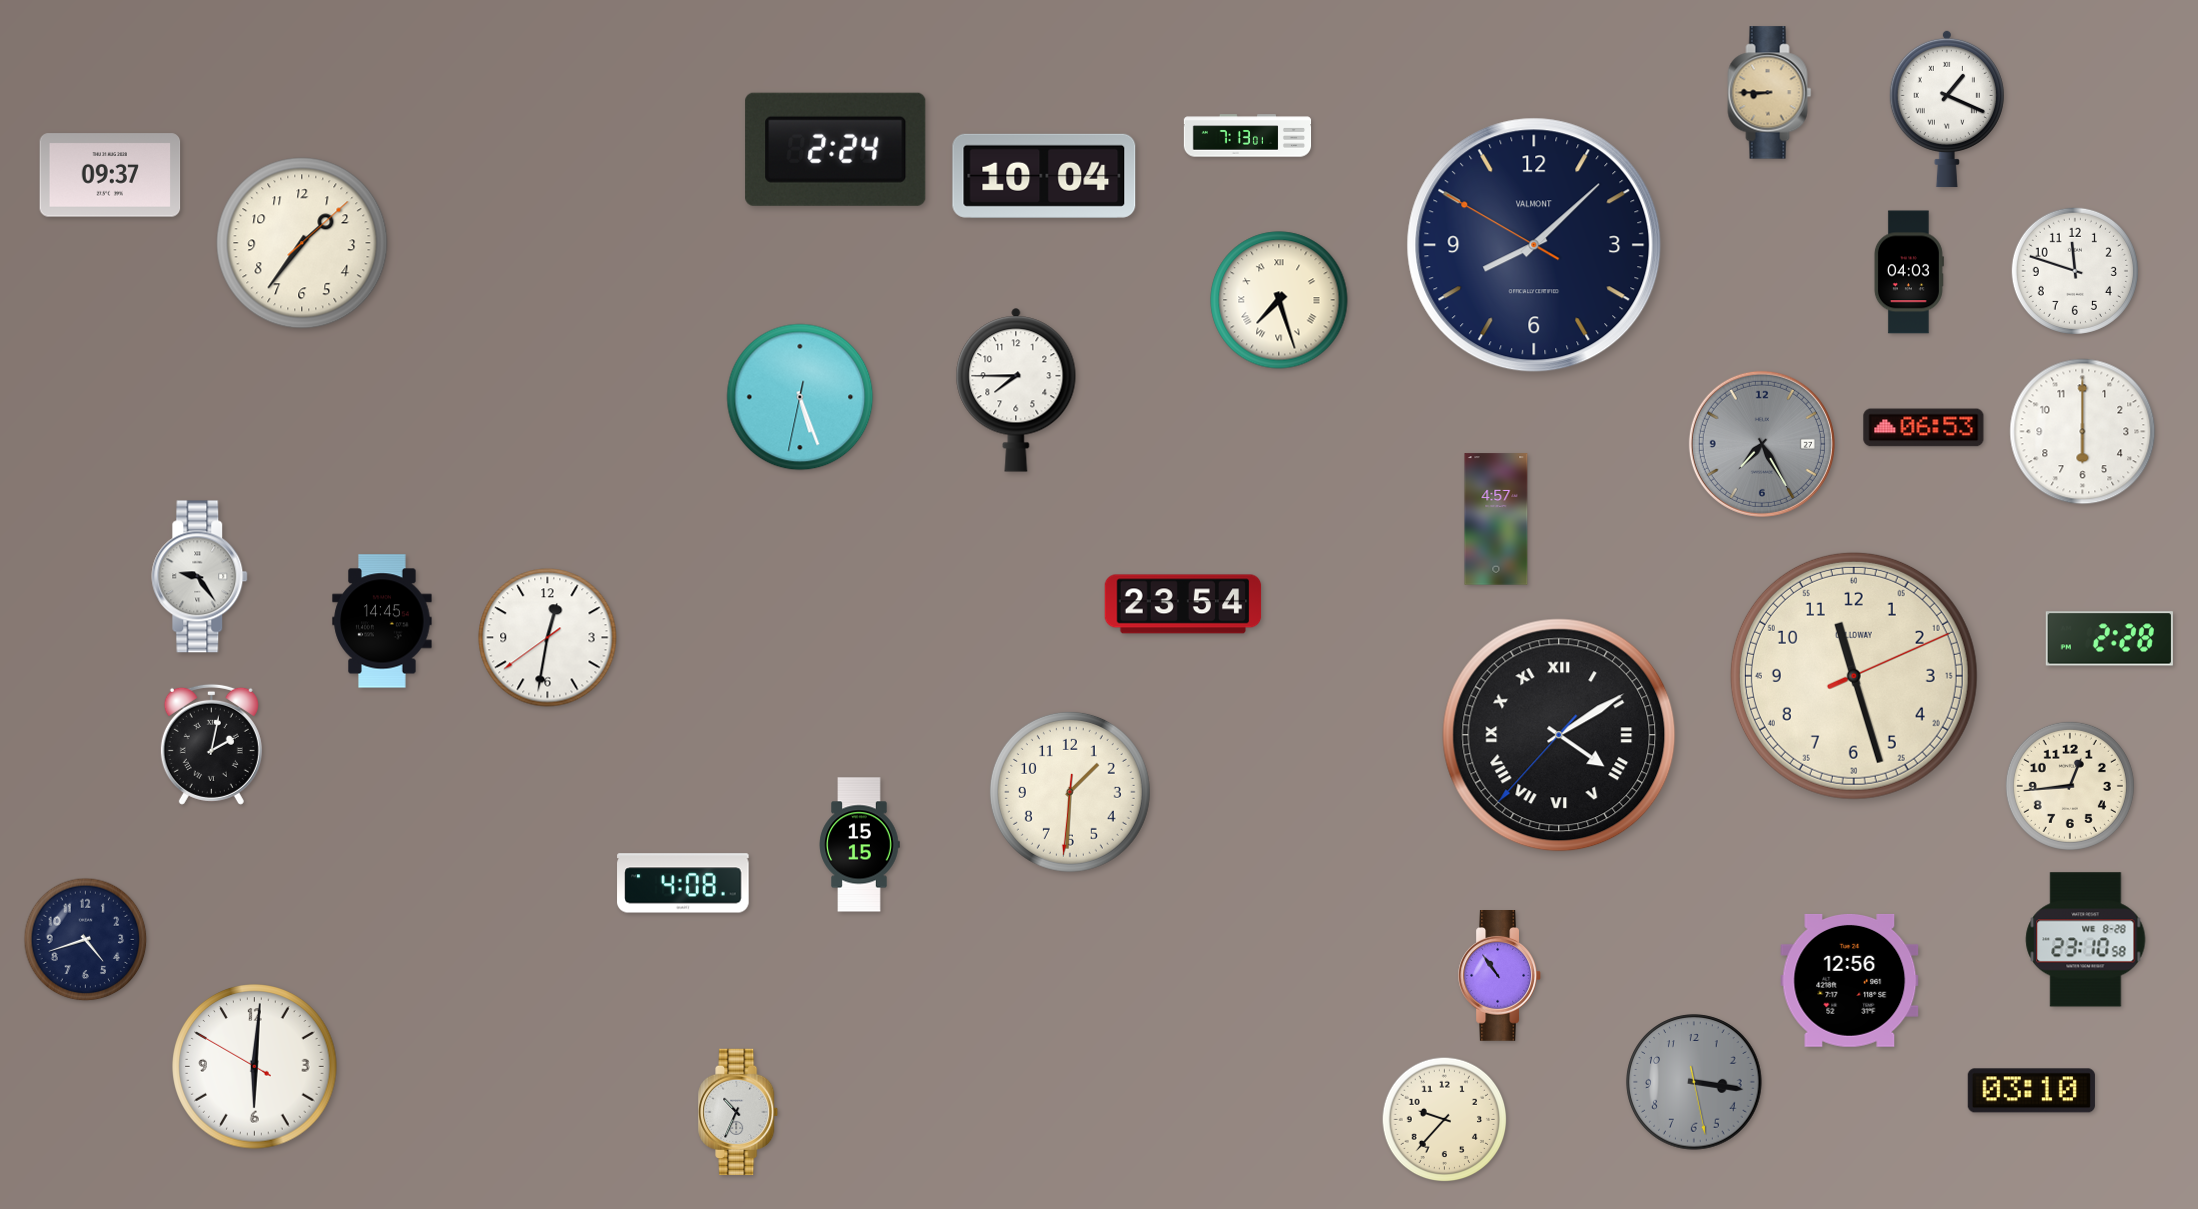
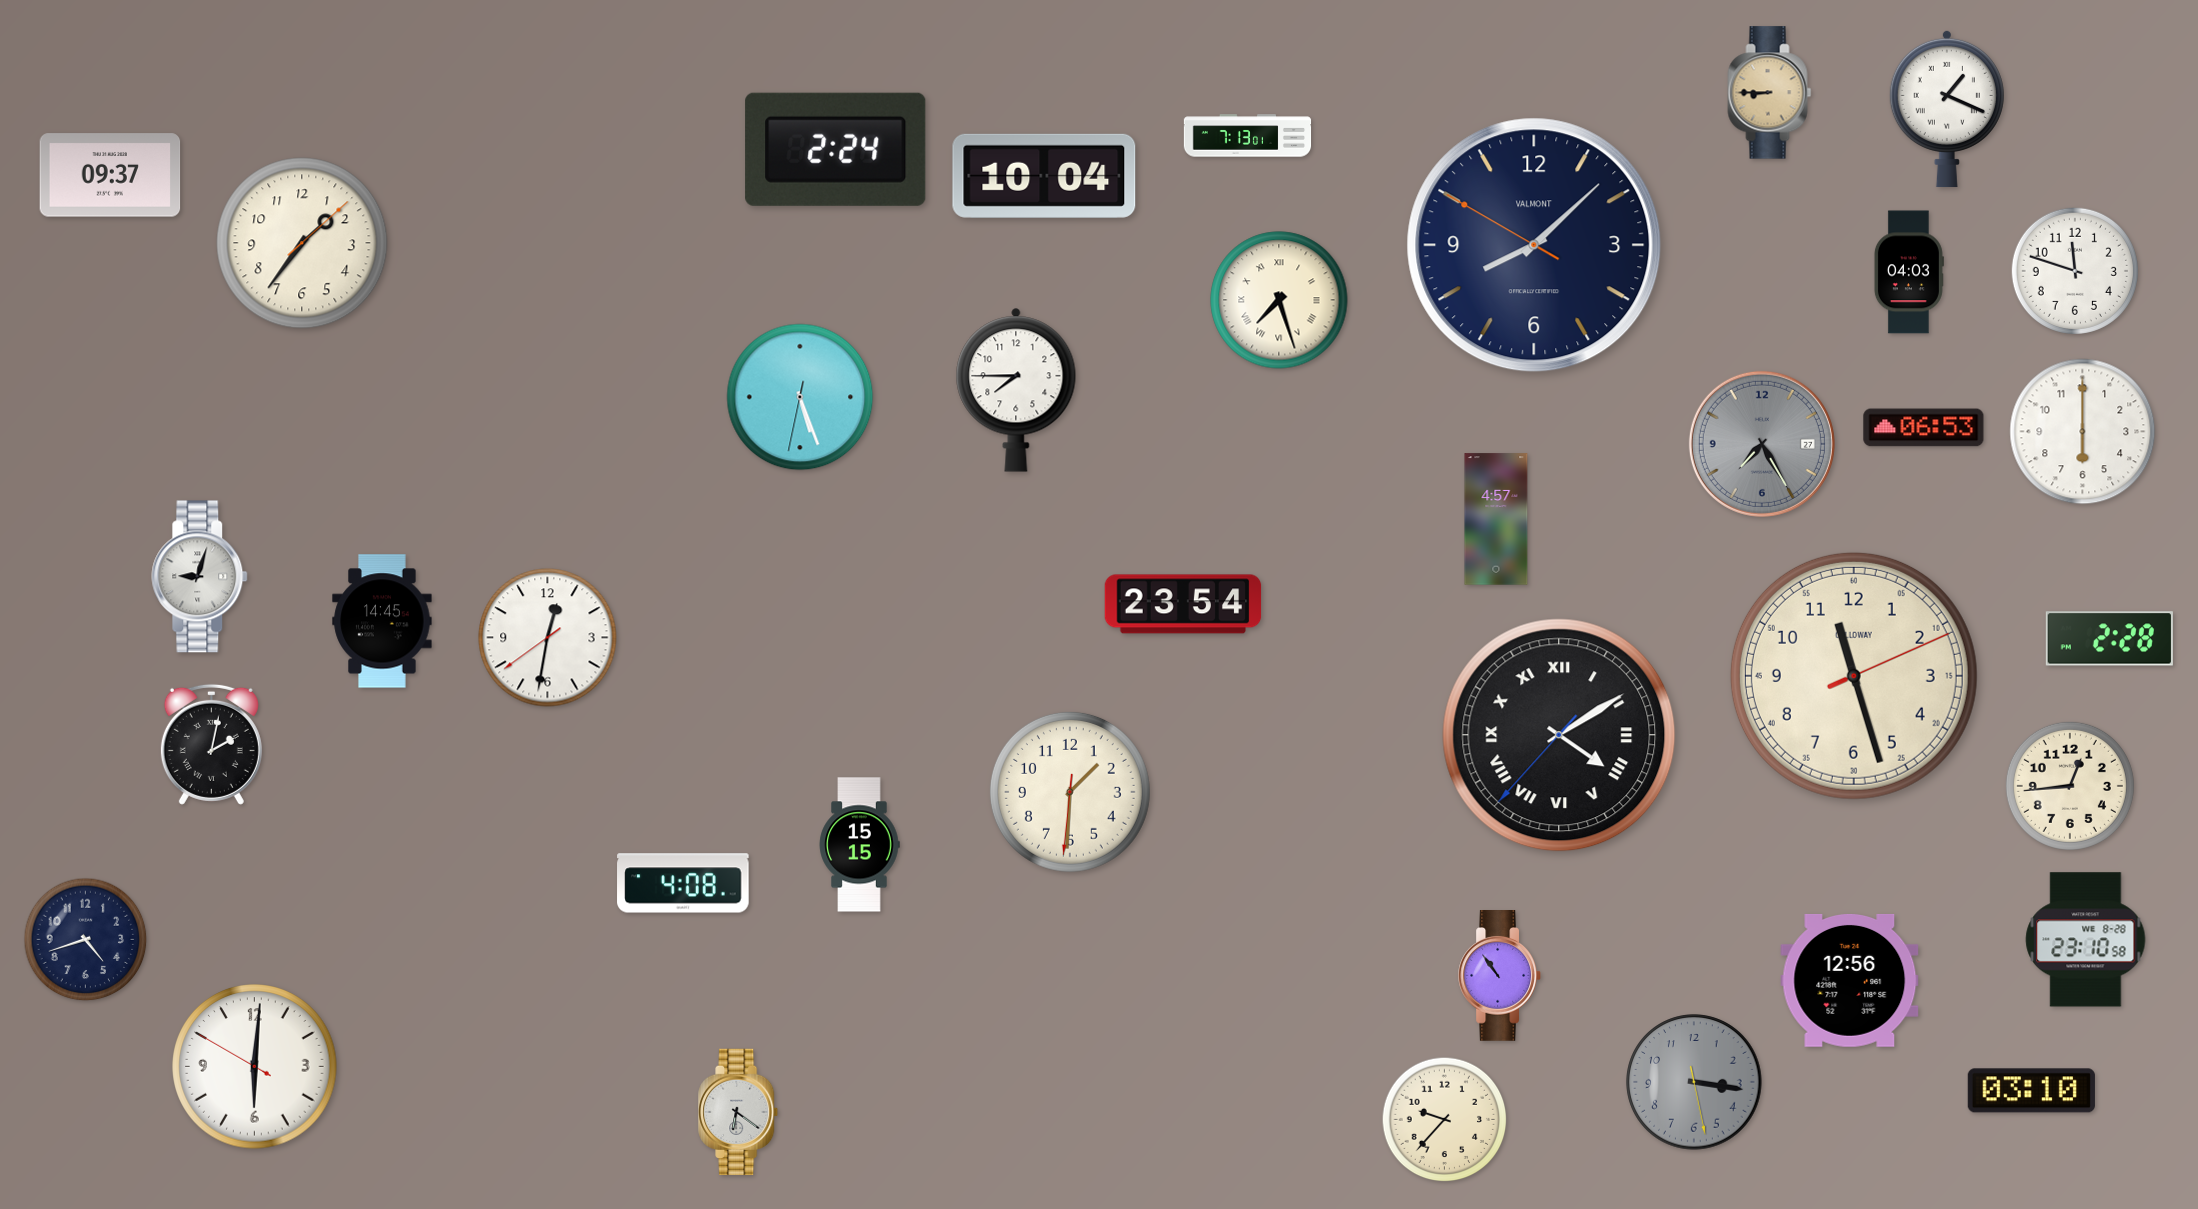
clock at (200, 577): 9:24 -> 9:03
clock at (739, 1112): 10:34 -> 6:21
